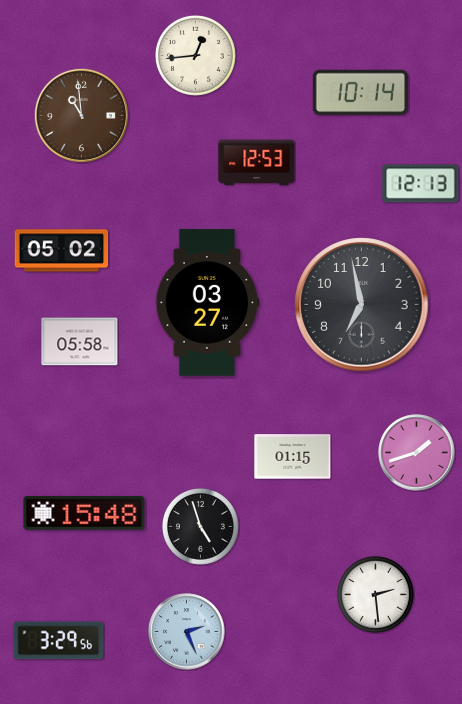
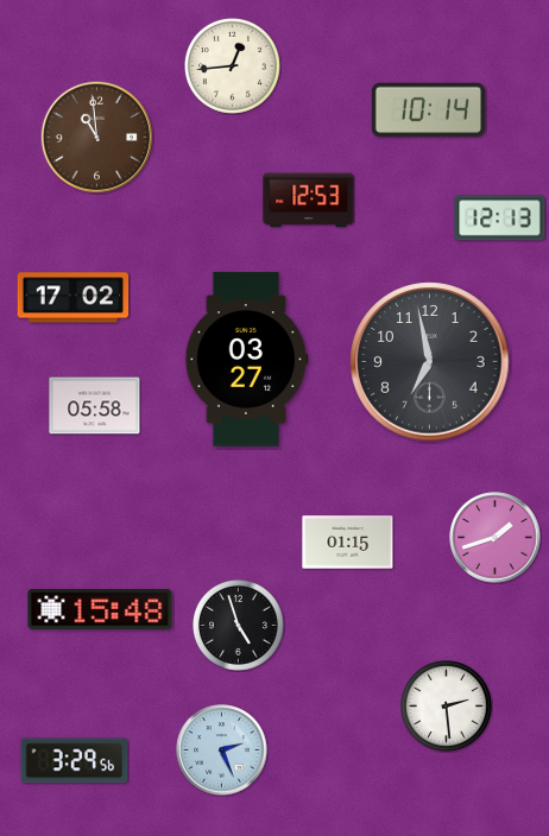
clock at (257, 163) position: (257, 163) -> (309, 201)
clock at (62, 251): 05:02 -> 17:02
clock at (59, 641) position: (59, 641) -> (75, 761)
